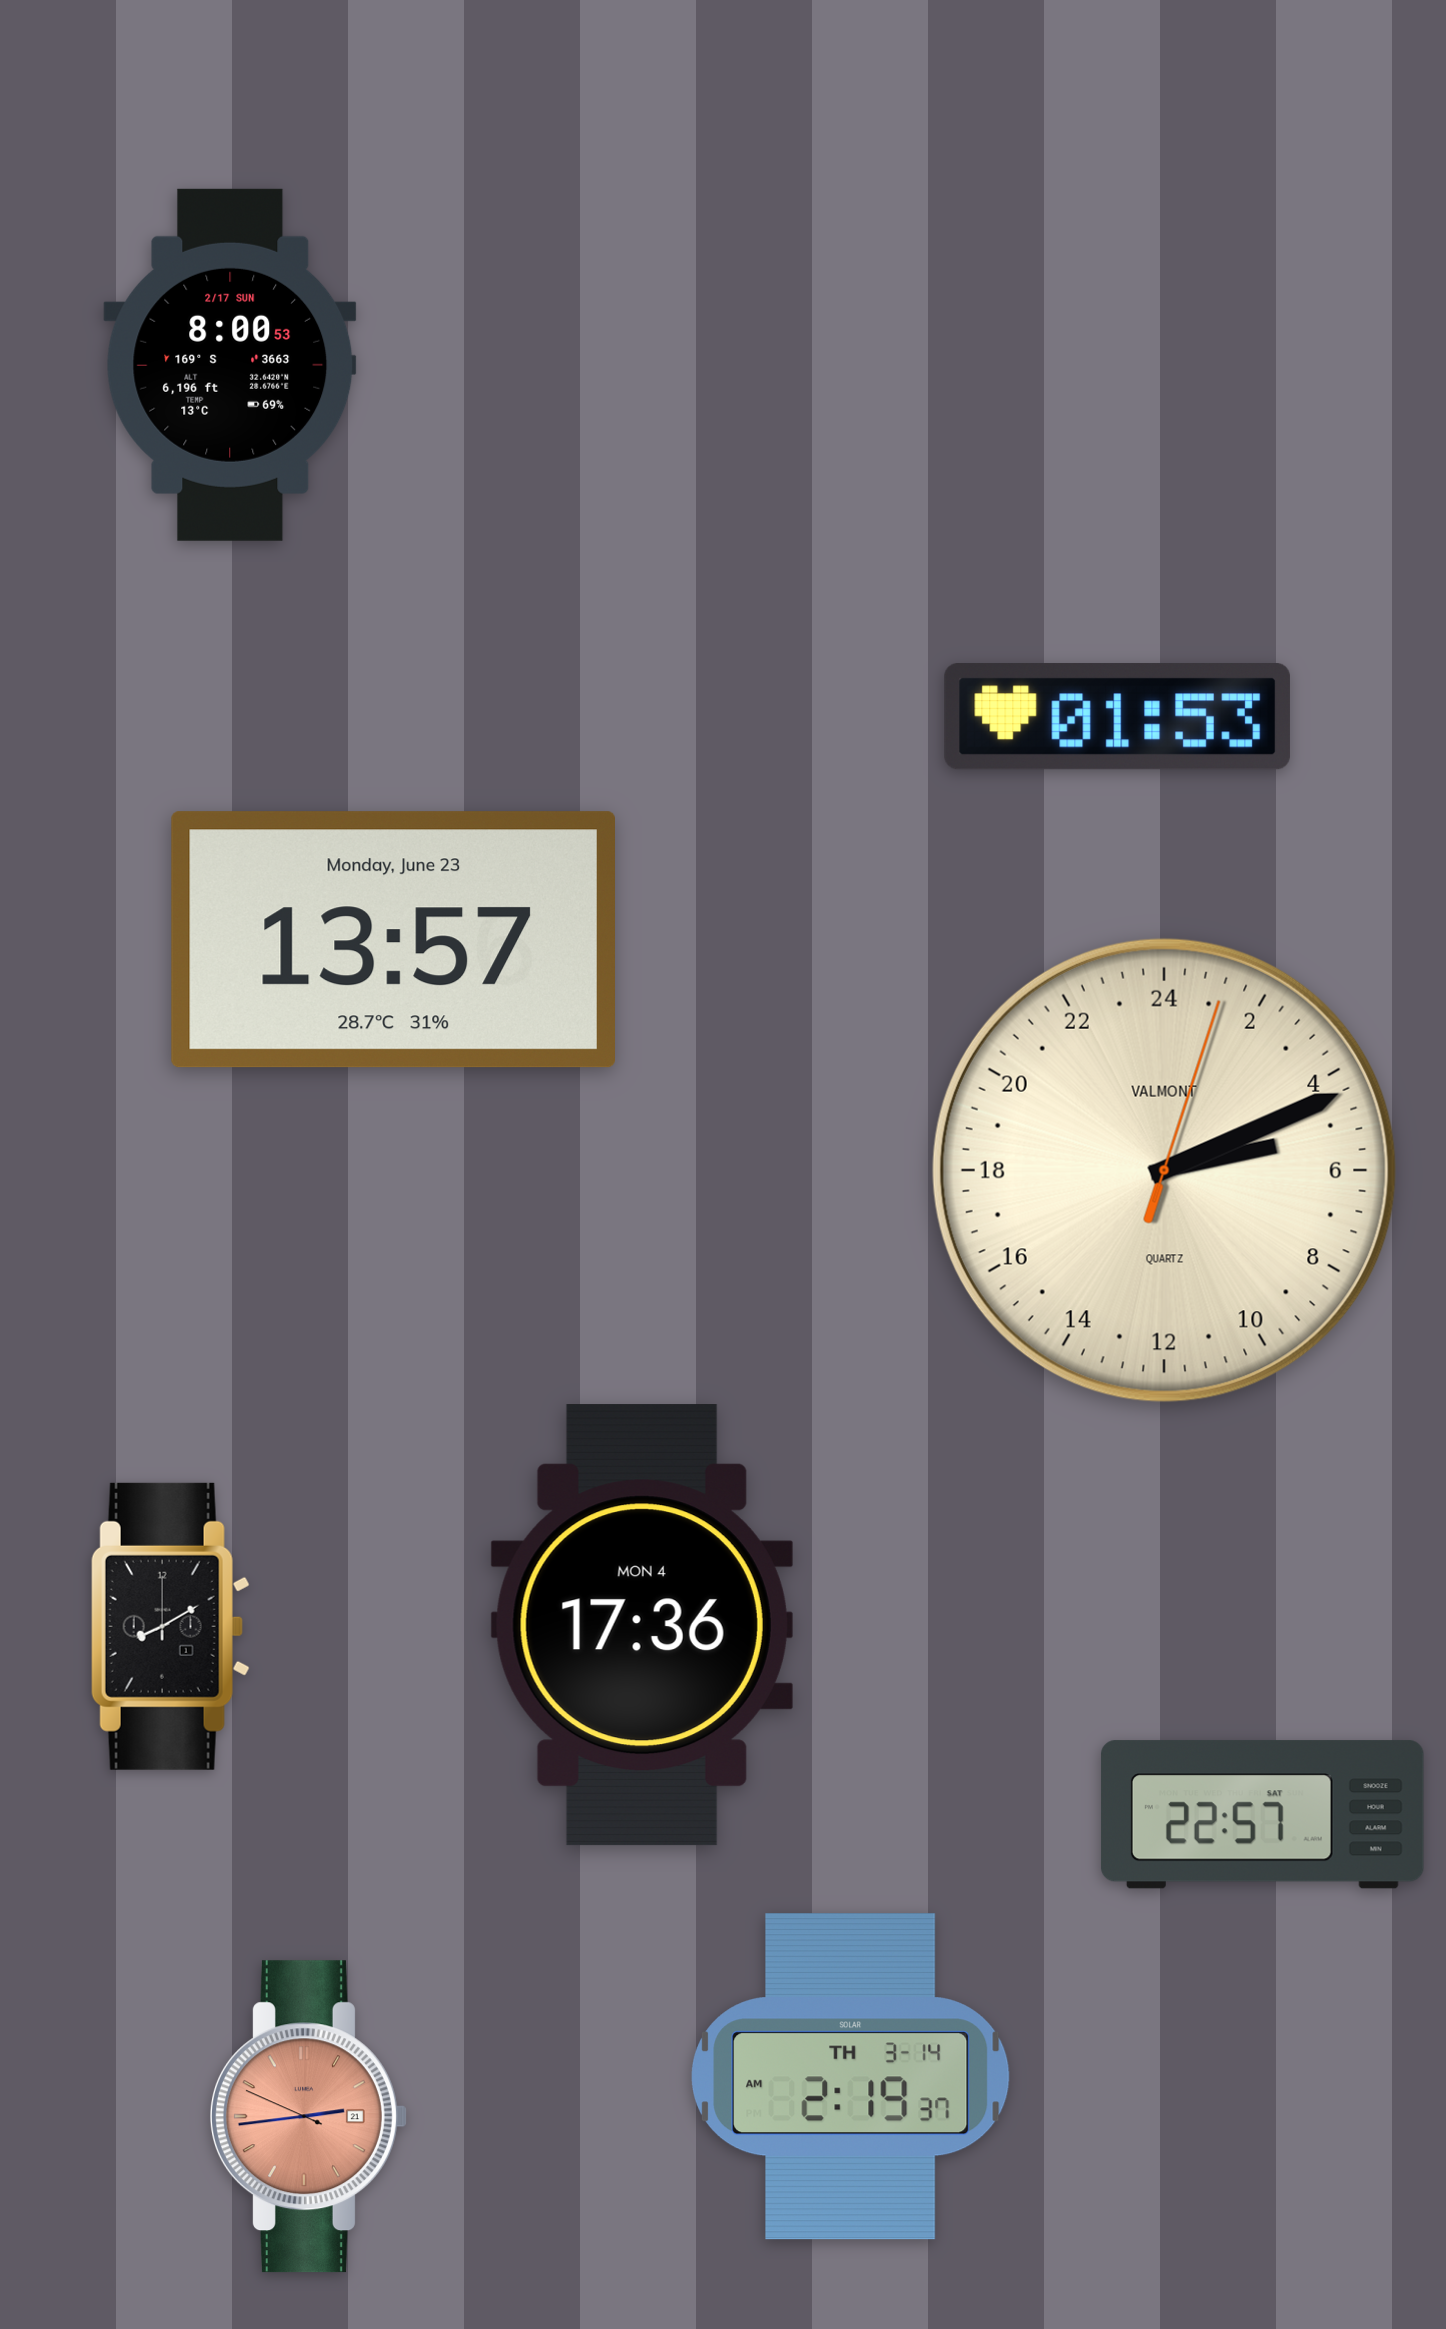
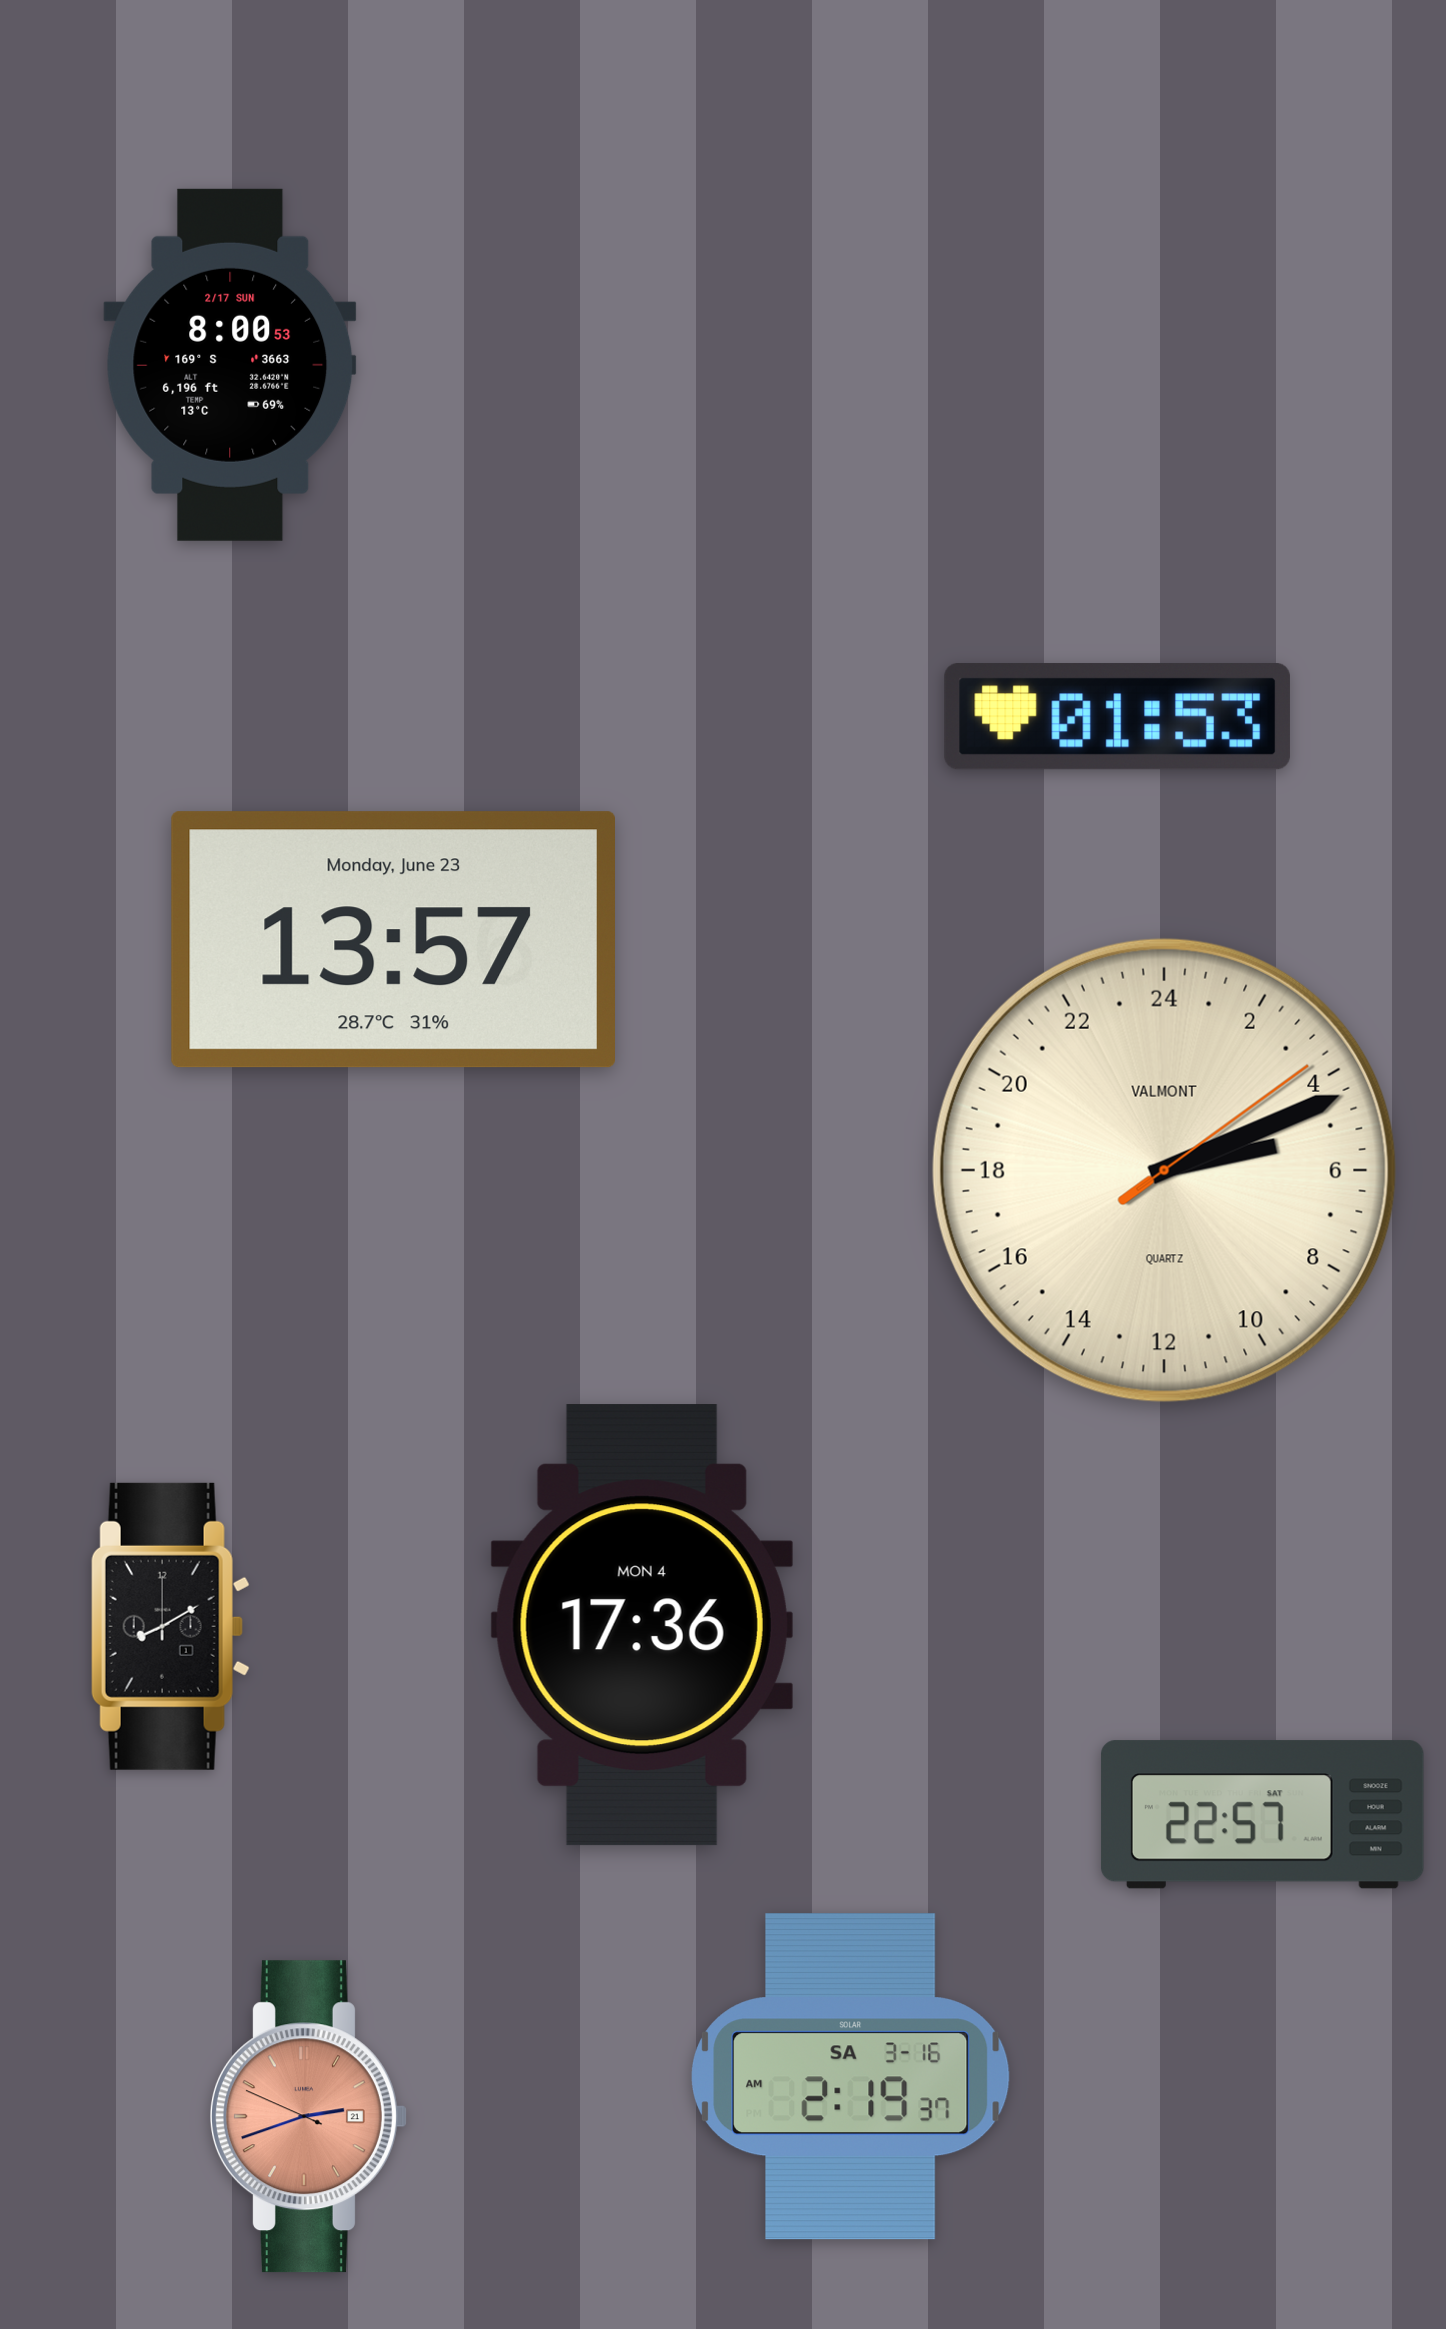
clock at (1164, 1170): 5:11:03 -> 5:11:09
clock at (851, 2077) date: TH 3-14 -> SA 3-16
clock at (309, 2117): 2:43 -> 2:41
